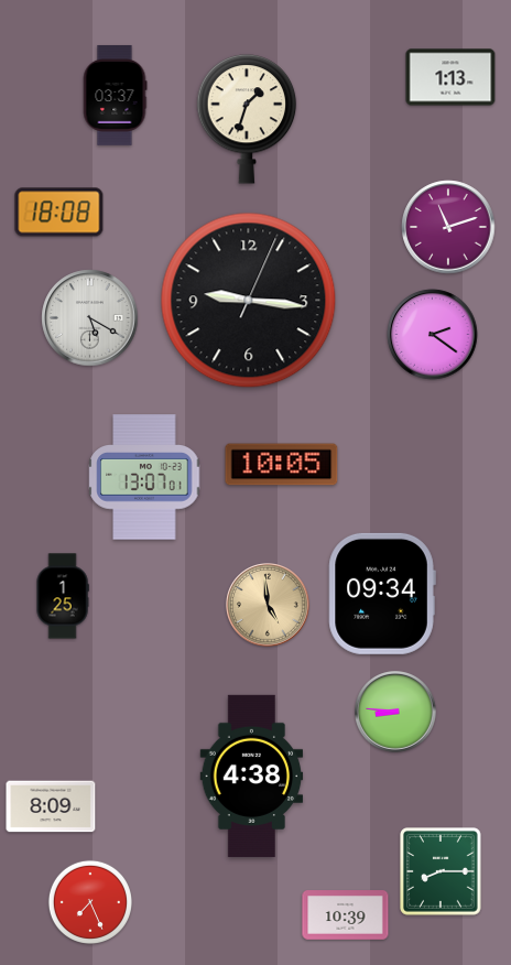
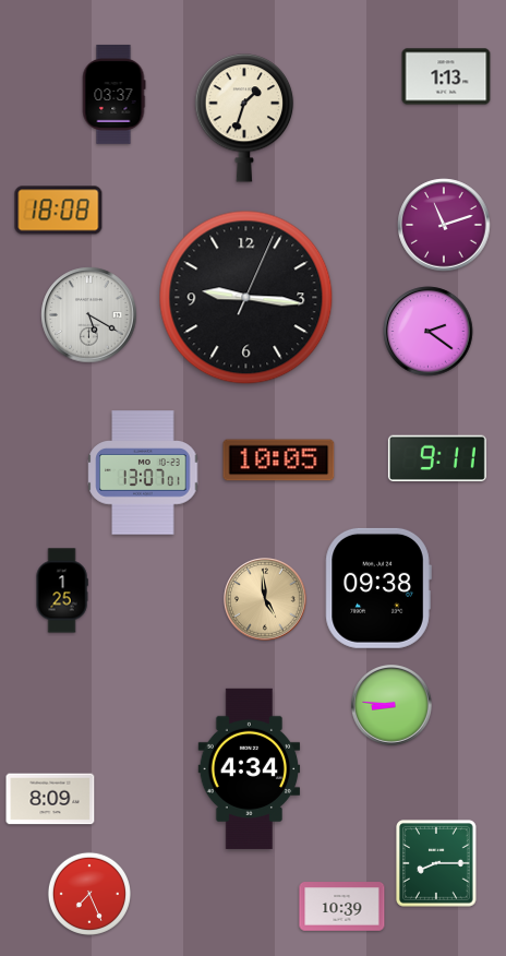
clock at (437, 458): none -> 9:11
clock at (382, 594): 09:34 -> 09:38
clock at (252, 776): 4:38 -> 4:34
